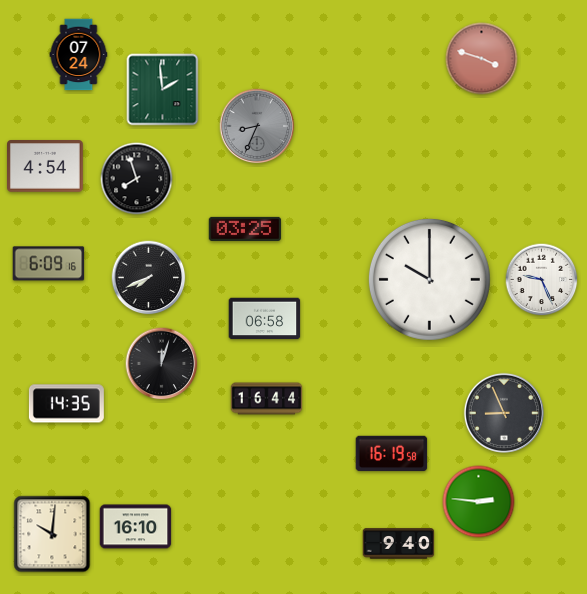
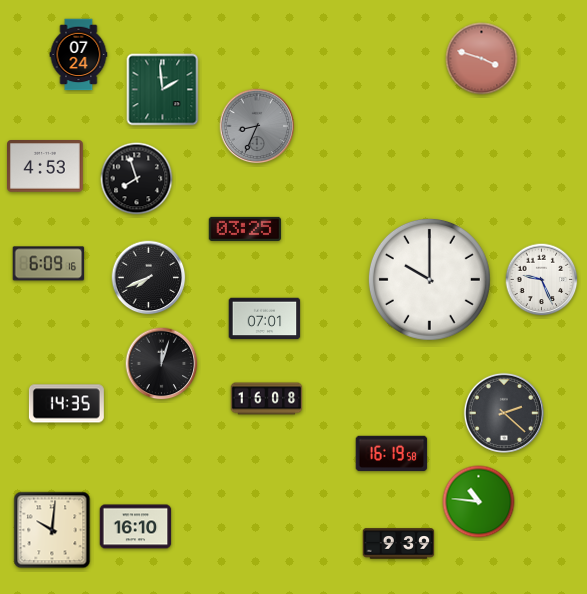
clock at (46, 167): 4:54 -> 4:53
clock at (265, 319): 06:58 -> 07:01
clock at (267, 399): 16:44 -> 16:08
clock at (504, 413): 8:56 -> 2:22
clock at (479, 502): 2:46 -> 10:46
clock at (52, 534) position: (52, 534) -> (52, 530)
clock at (399, 544): 9:40 -> 9:39
